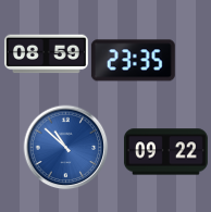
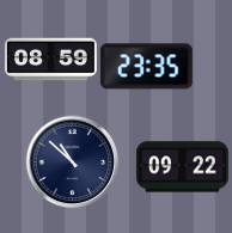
clock at (65, 147) dial: blue -> navy
